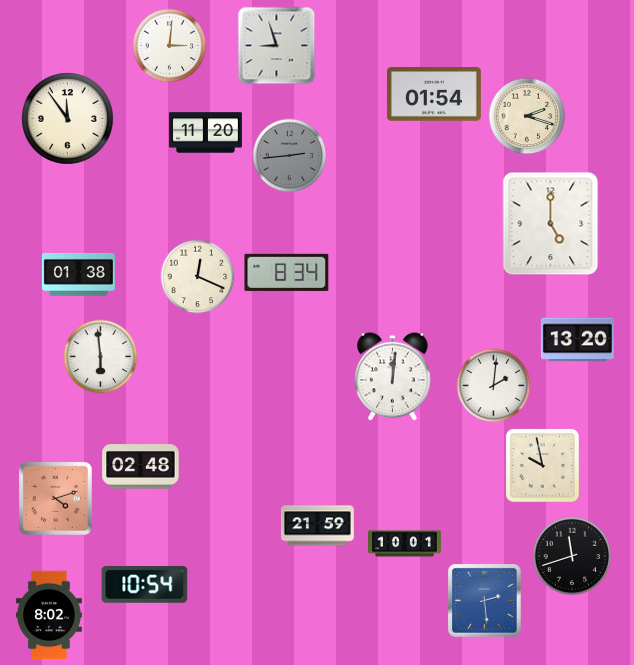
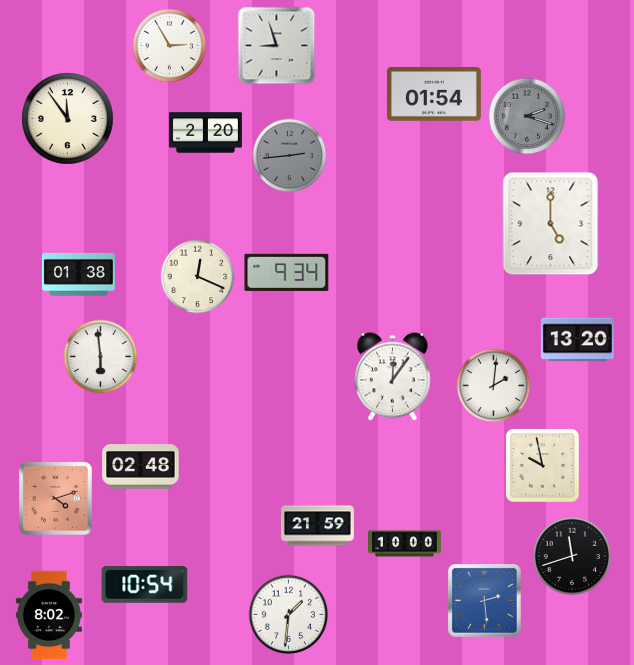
clock at (170, 46): 3:01 -> 2:55
clock at (527, 116) dial: cream -> grey
clock at (205, 133): 11:20 -> 2:20
clock at (287, 272): 8:34 -> 9:34
clock at (393, 377): 12:01 -> 12:06
clock at (405, 544): 10:01 -> 10:00
clock at (289, 615): none -> 1:31
